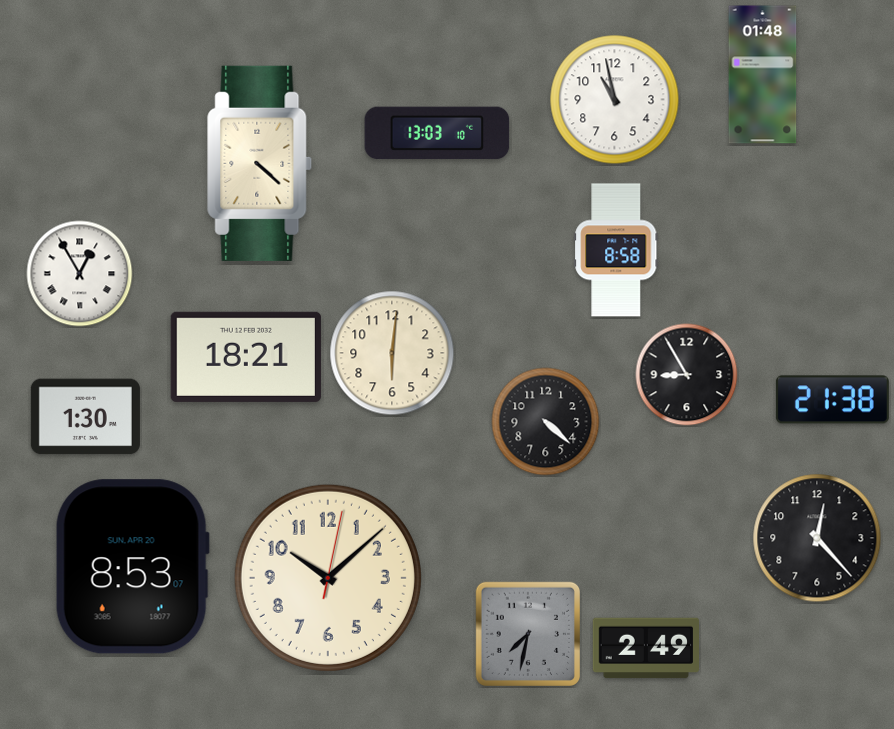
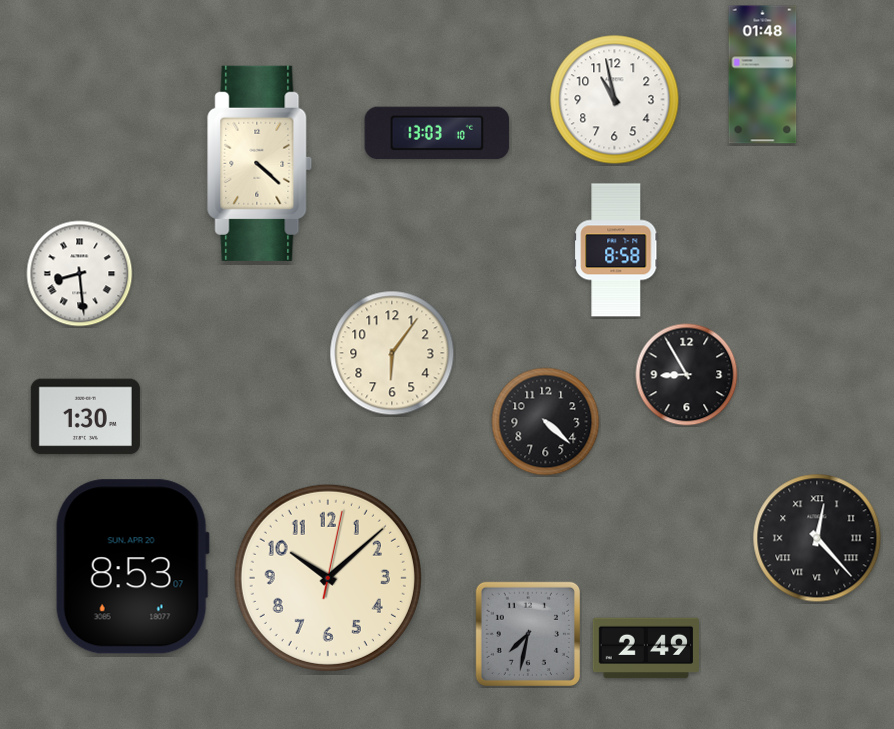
clock at (80, 274): 12:55 -> 8:29
clock at (392, 353): 6:01 -> 6:06
clock at (246, 357): 18:21 -> none
clock at (832, 400): 21:38 -> none
clock at (817, 538) numerals: Arabic -> Roman
